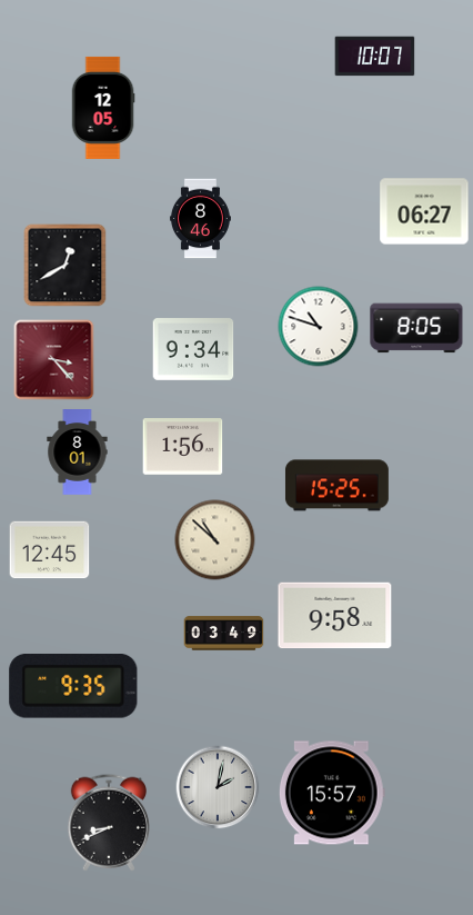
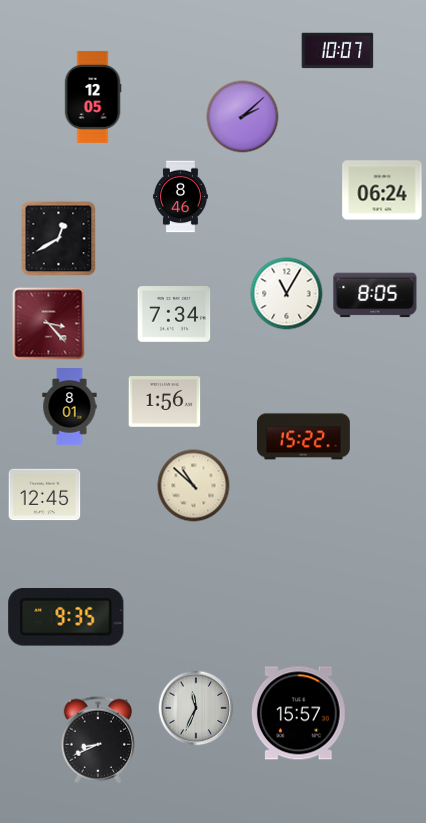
clock at (243, 117): none -> 2:08
clock at (424, 211): 06:27 -> 06:24
clock at (319, 327): 10:48 -> 11:05
clock at (193, 349): 9:34 -> 7:34
clock at (336, 486): 15:25 -> 15:22
clock at (335, 616): 9:58 -> none
clock at (224, 634): 03:49 -> none
clock at (218, 787): 2:02 -> 11:34
